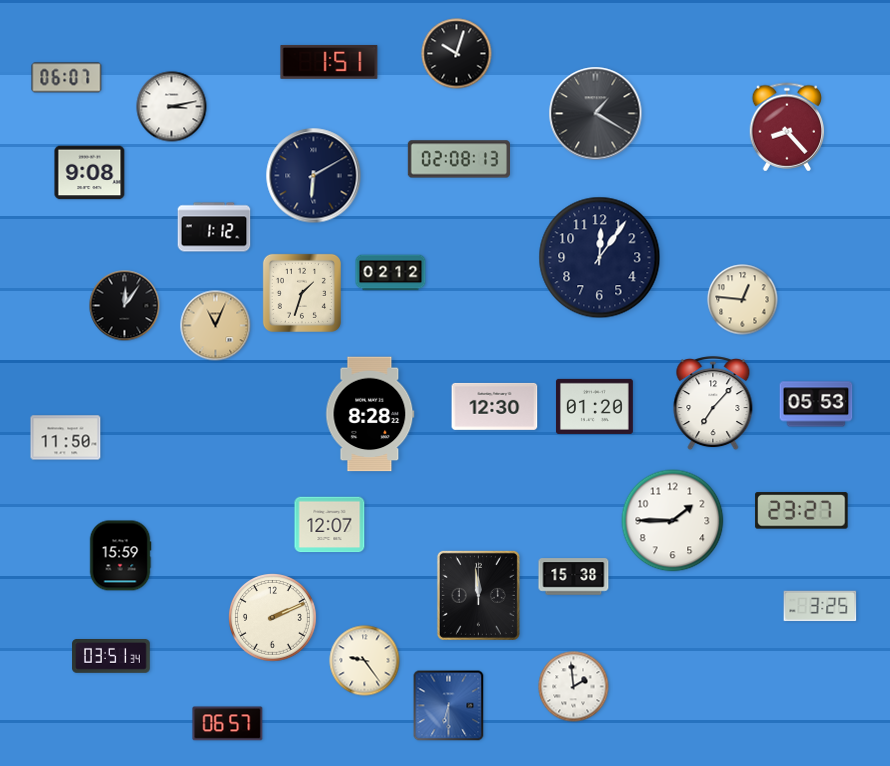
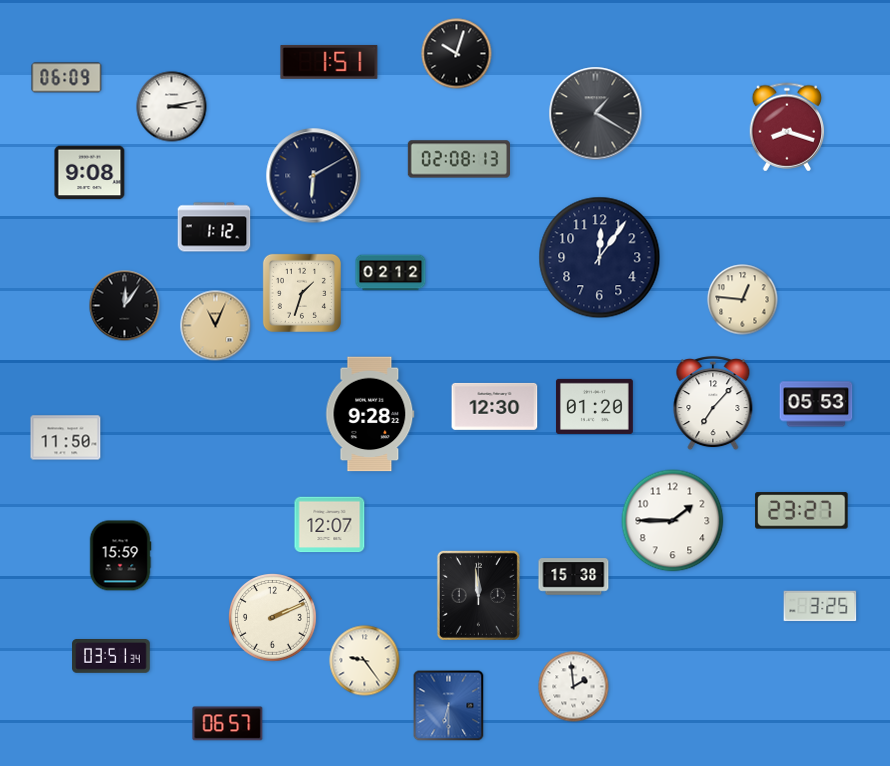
clock at (67, 78): 06:07 -> 06:09
clock at (787, 127): 8:23 -> 8:18
clock at (370, 414): 8:28 -> 9:28
